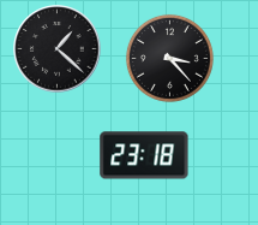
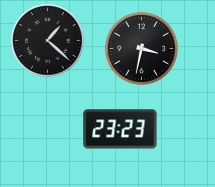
clock at (169, 58): 3:23 -> 3:32
clock at (144, 155): 23:18 -> 23:23
